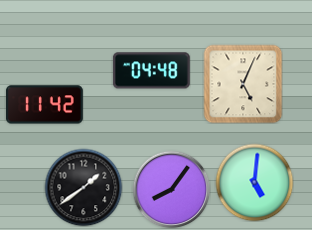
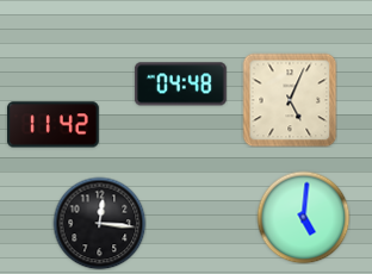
clock at (83, 187): 1:39 -> 12:16
clock at (171, 189): 8:06 -> none
